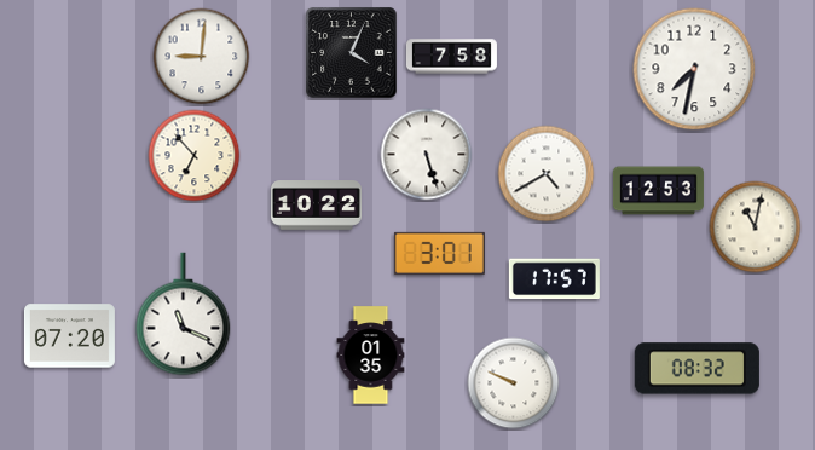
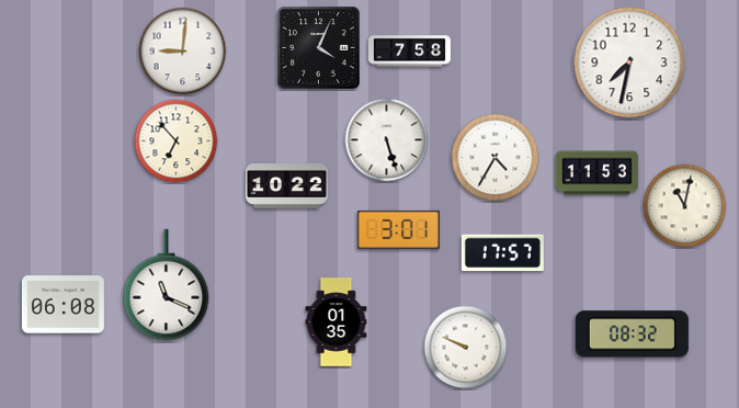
clock at (547, 174): 4:40 -> 4:35
clock at (658, 191): 12:53 -> 11:53
clock at (69, 336): 07:20 -> 06:08
